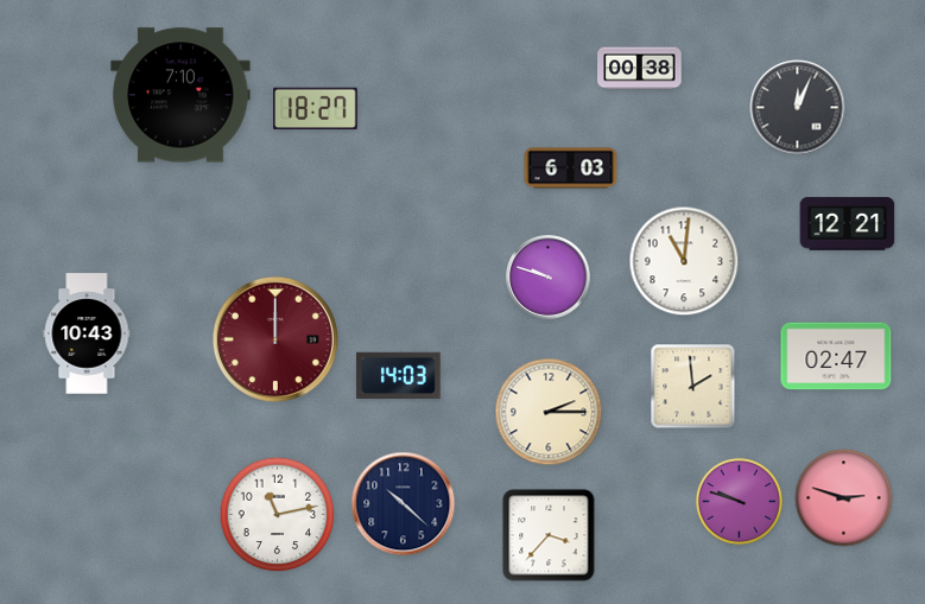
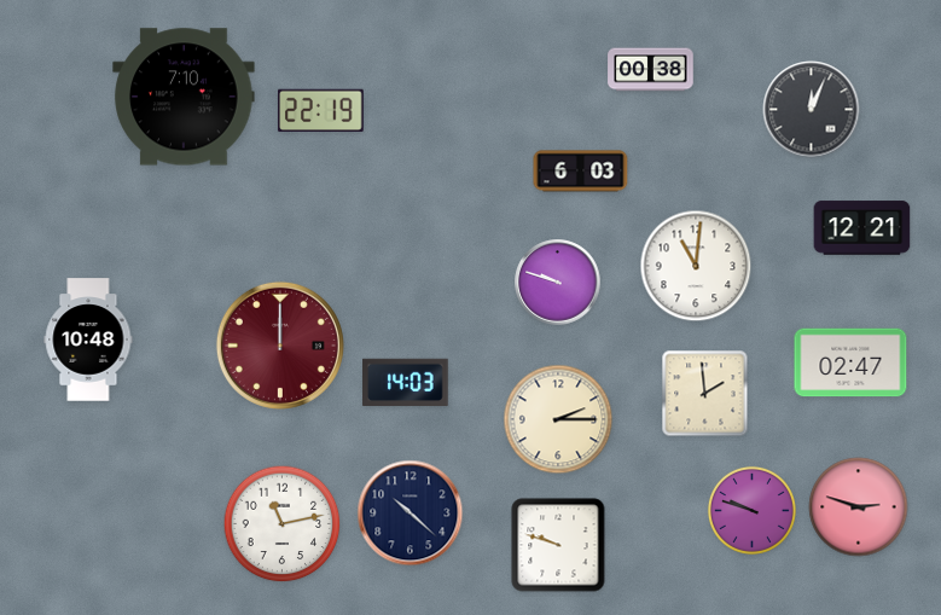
clock at (316, 109): 18:27 -> 22:19
clock at (87, 333): 10:43 -> 10:48
clock at (549, 535): 3:37 -> 9:48
